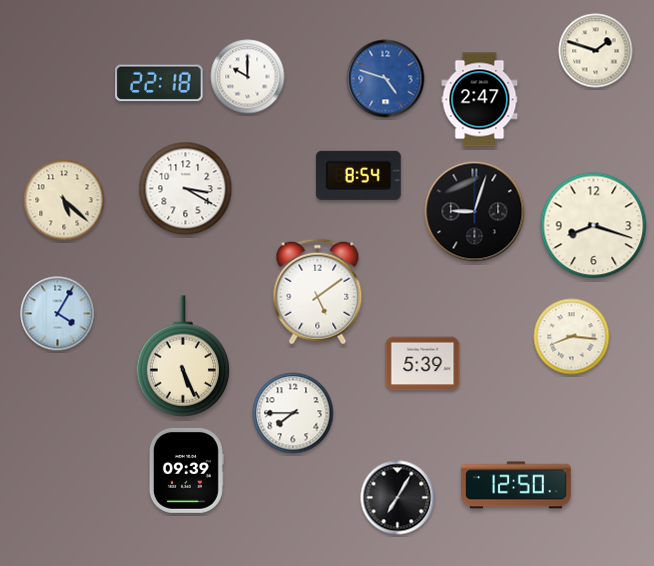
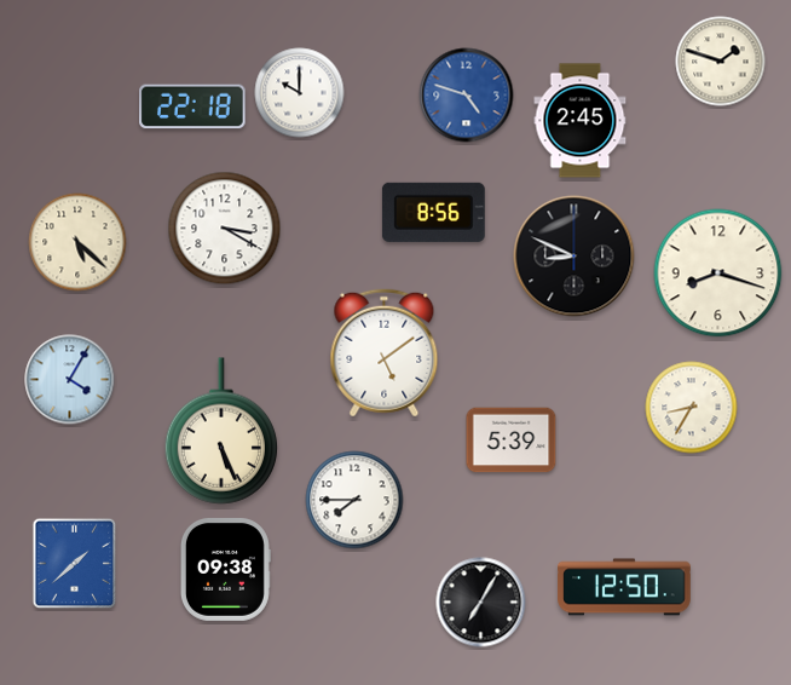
clock at (159, 83) position: (159, 83) -> (192, 107)
clock at (480, 100): 2:47 -> 2:45
clock at (358, 175): 8:54 -> 8:56
clock at (475, 212): 9:03 -> 8:49
clock at (572, 337): 8:16 -> 8:35
clock at (75, 564): none -> 1:38
clock at (186, 470): 09:39 -> 09:38
